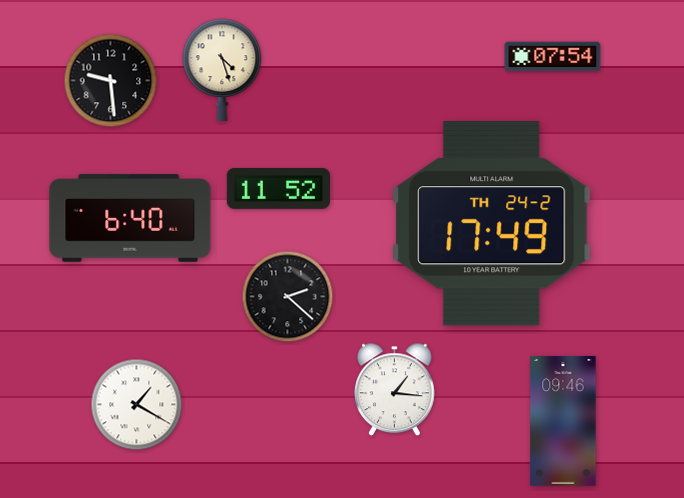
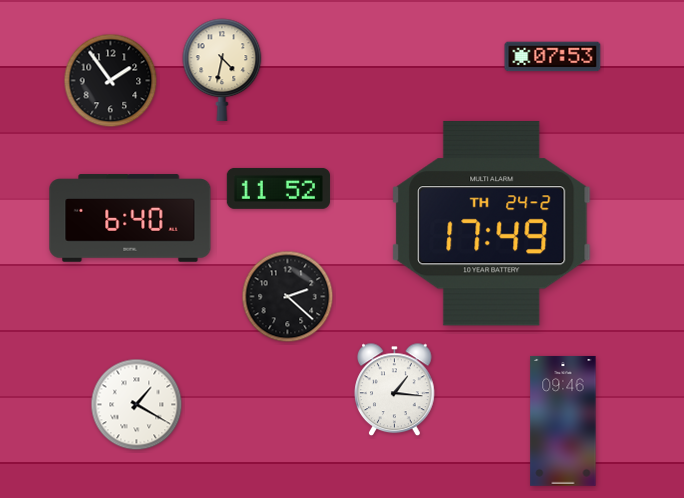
clock at (553, 57): 07:54 -> 07:53
clock at (222, 69): 4:27 -> 4:32
clock at (111, 81): 9:29 -> 1:54
